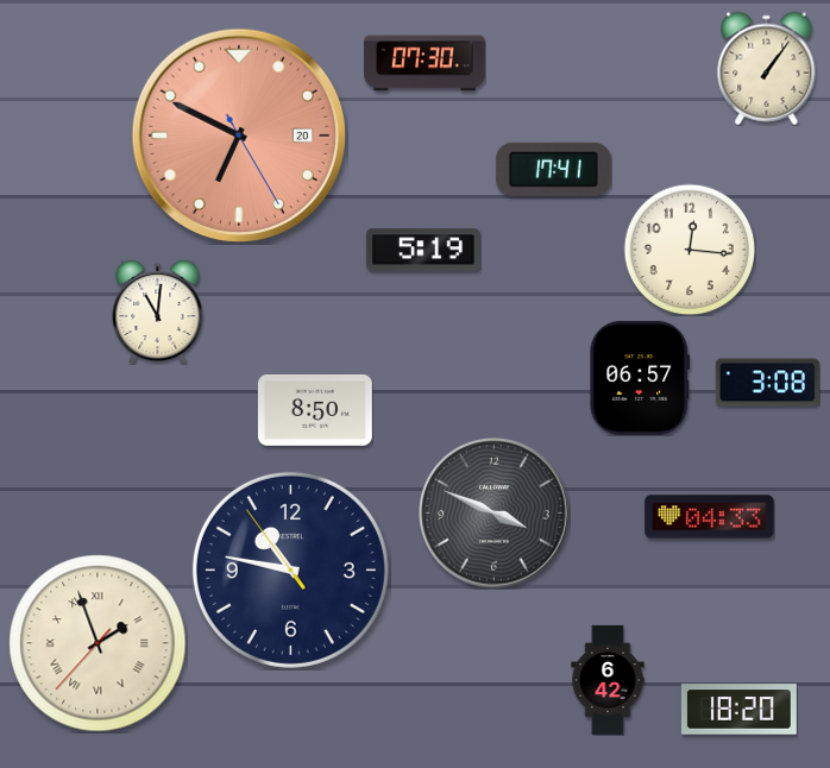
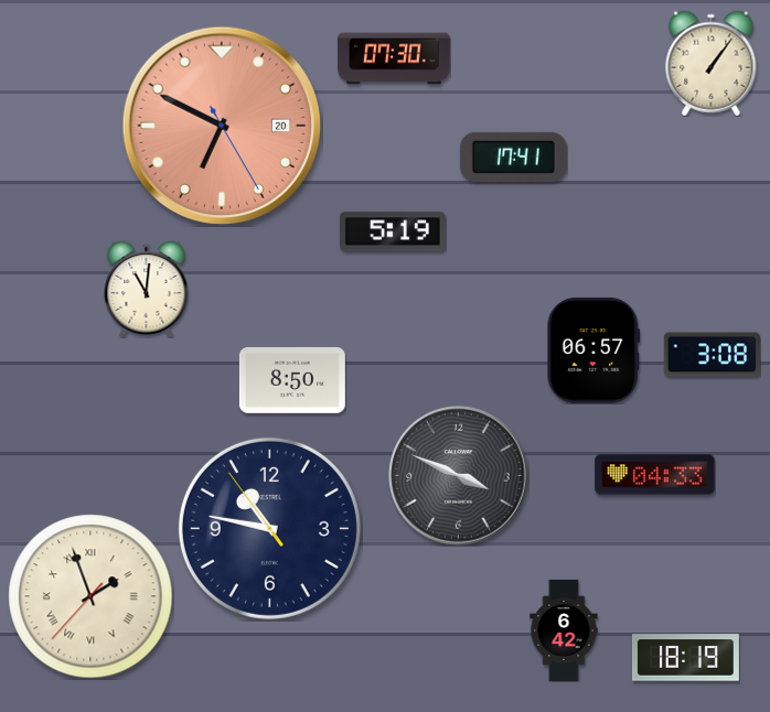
clock at (690, 250): 12:16 -> none
clock at (710, 517) position: (710, 517) -> (655, 475)
clock at (738, 710): 18:20 -> 18:19
